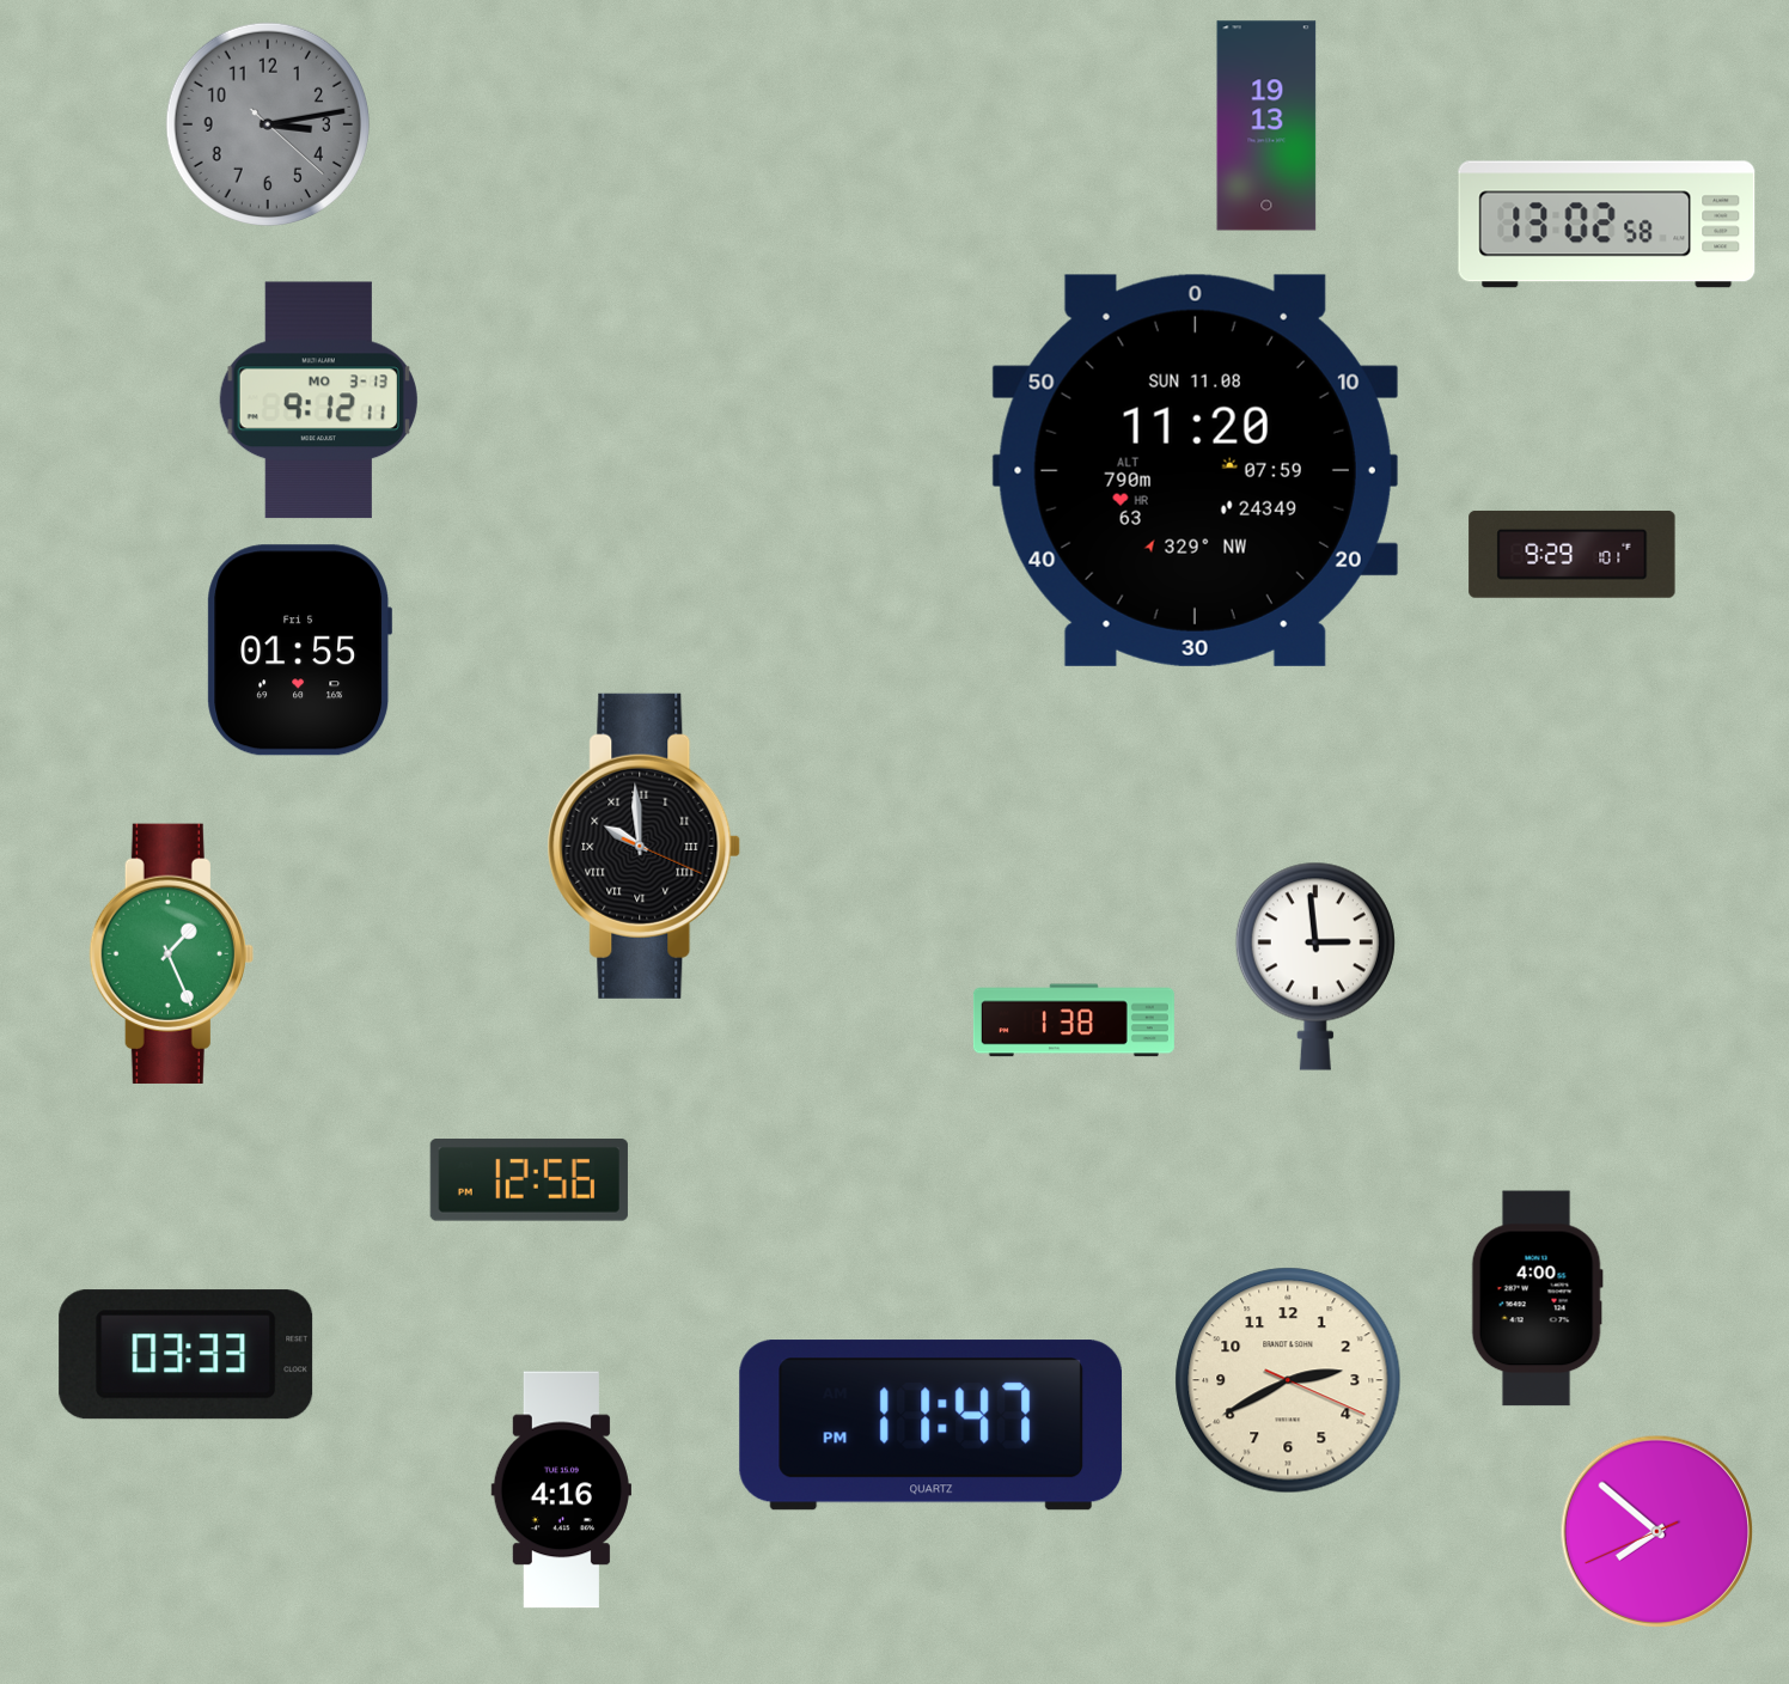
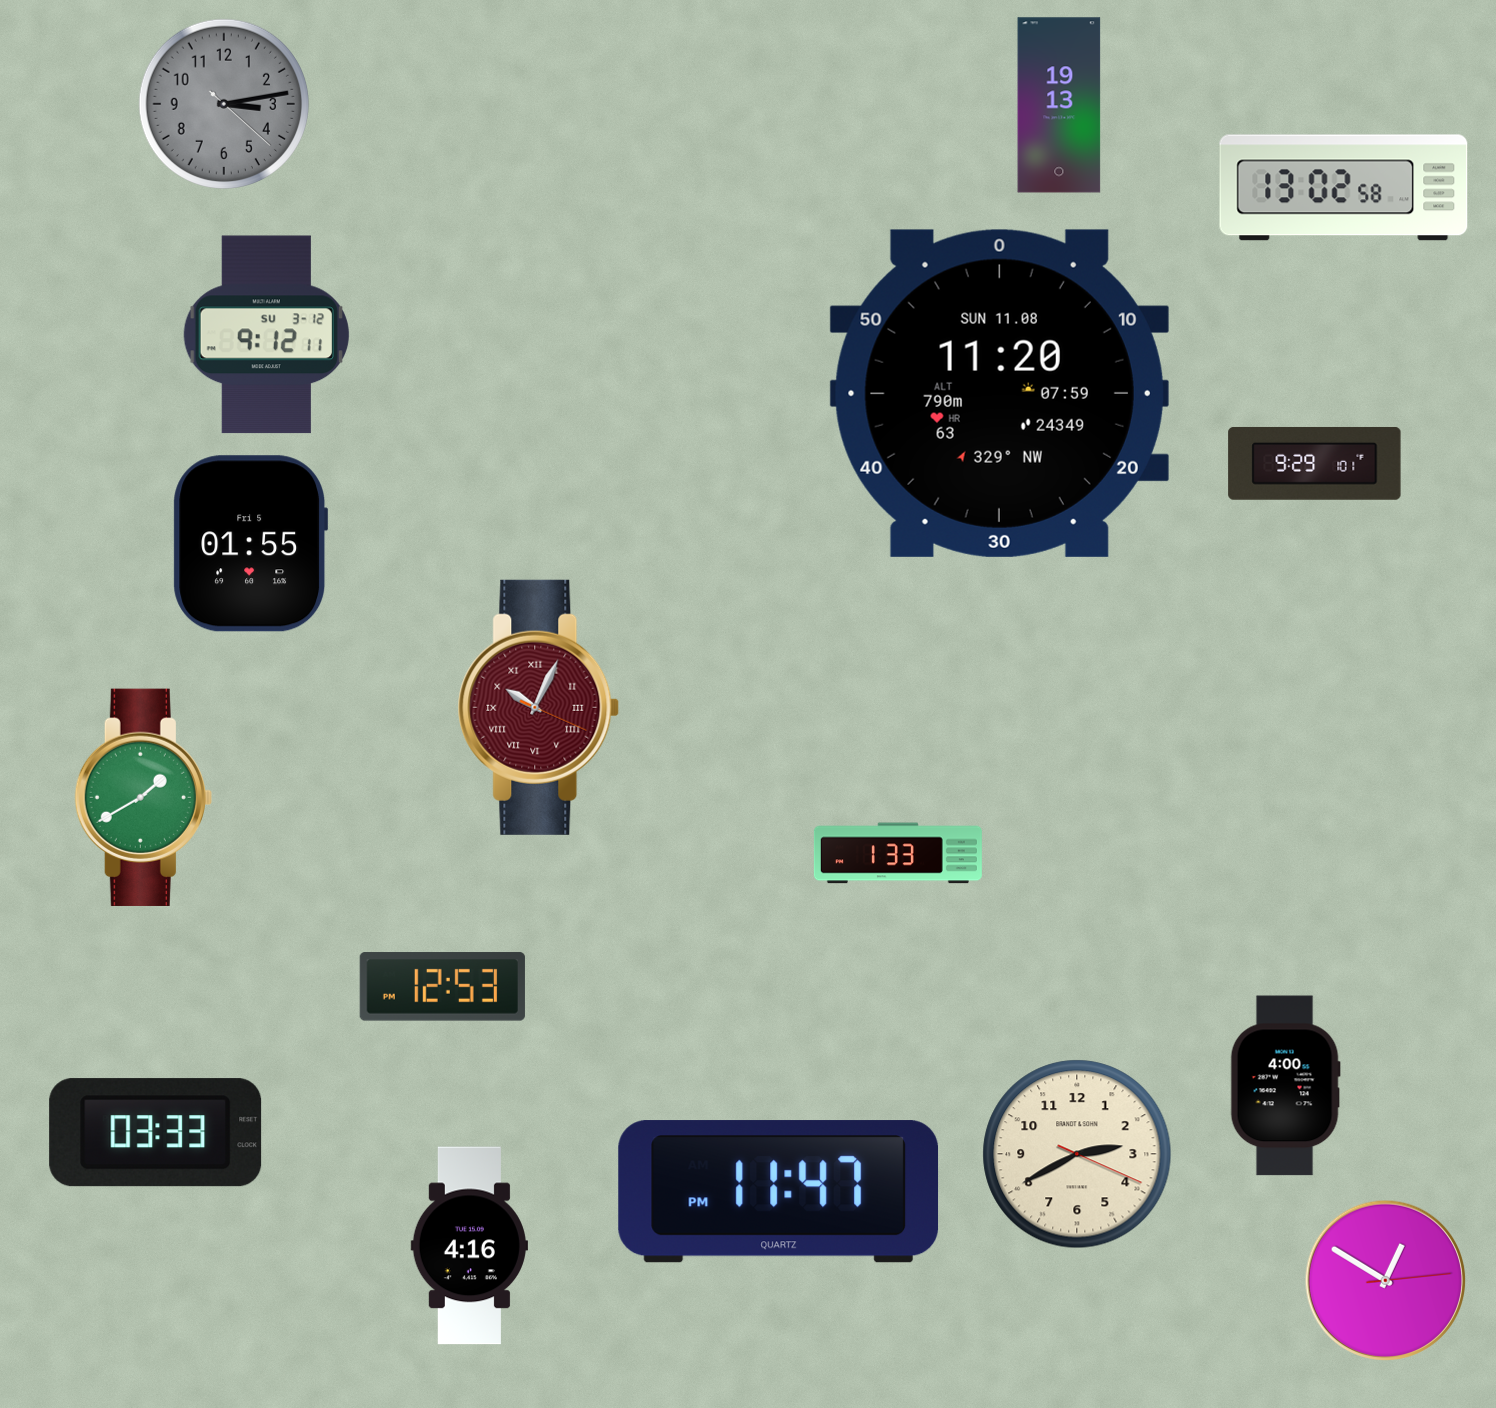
clock at (318, 401) date: MO 3-13 -> SU 3-12
clock at (645, 846): 9:59 -> 10:04
clock at (645, 846) dial: black -> burgundy
clock at (171, 953): 1:26 -> 1:40
clock at (1315, 966): 2:59 -> none
clock at (1074, 1020): 1:38 -> 1:33
clock at (529, 1180): 12:56 -> 12:53
clock at (1657, 1532): 7:51 -> 12:50
